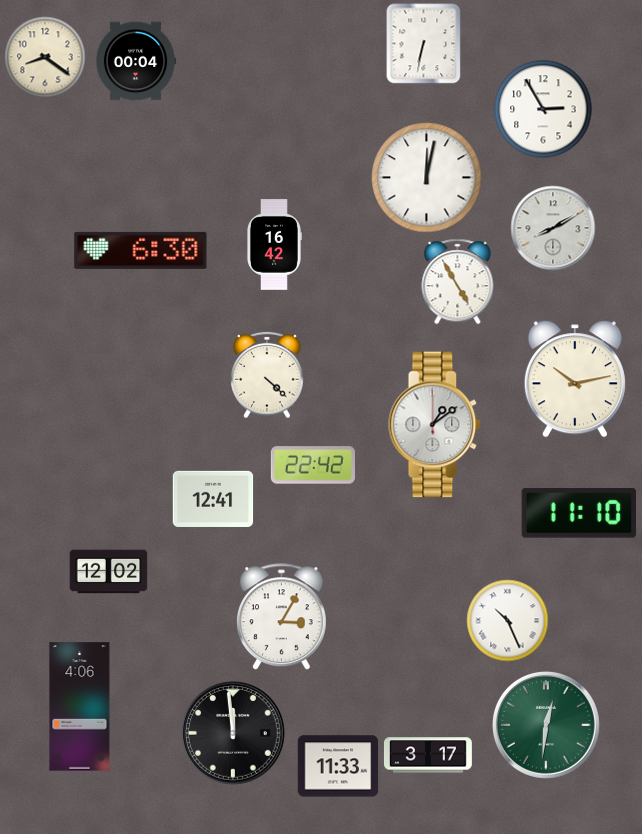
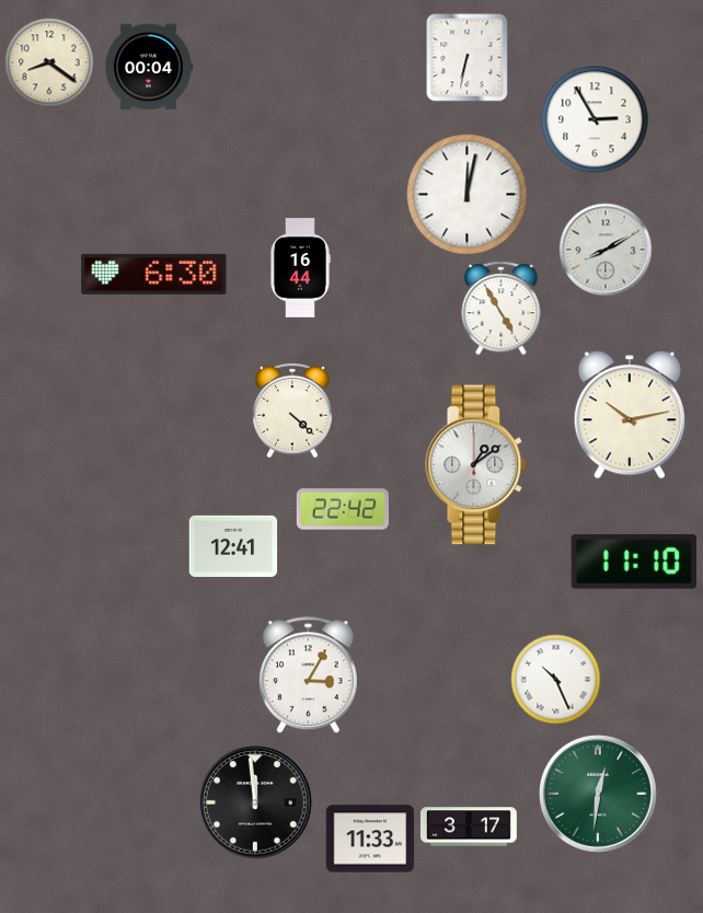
clock at (424, 44) position: (424, 44) -> (468, 58)
clock at (274, 245): 16:42 -> 16:44
clock at (109, 572): 12:02 -> none
clock at (80, 707): 4:06 -> none
